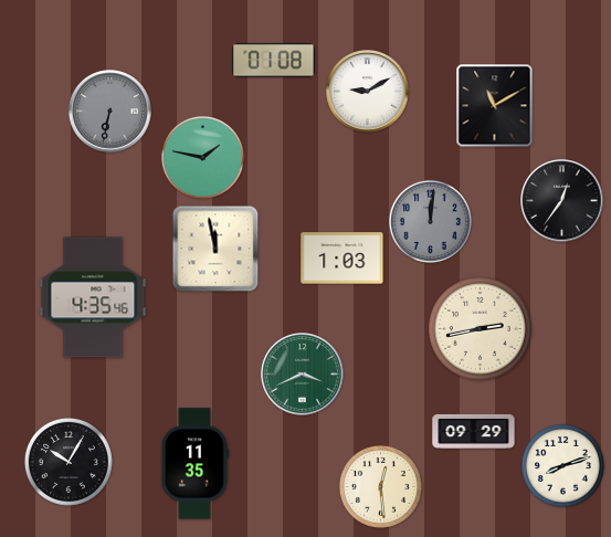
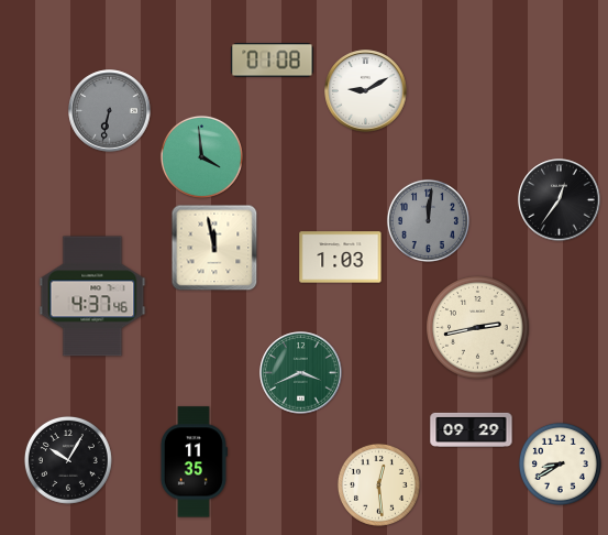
clock at (495, 106): 11:10 -> none
clock at (202, 157): 1:47 -> 3:59
clock at (93, 297): 4:35 -> 4:37
clock at (562, 465): 8:12 -> 8:40
